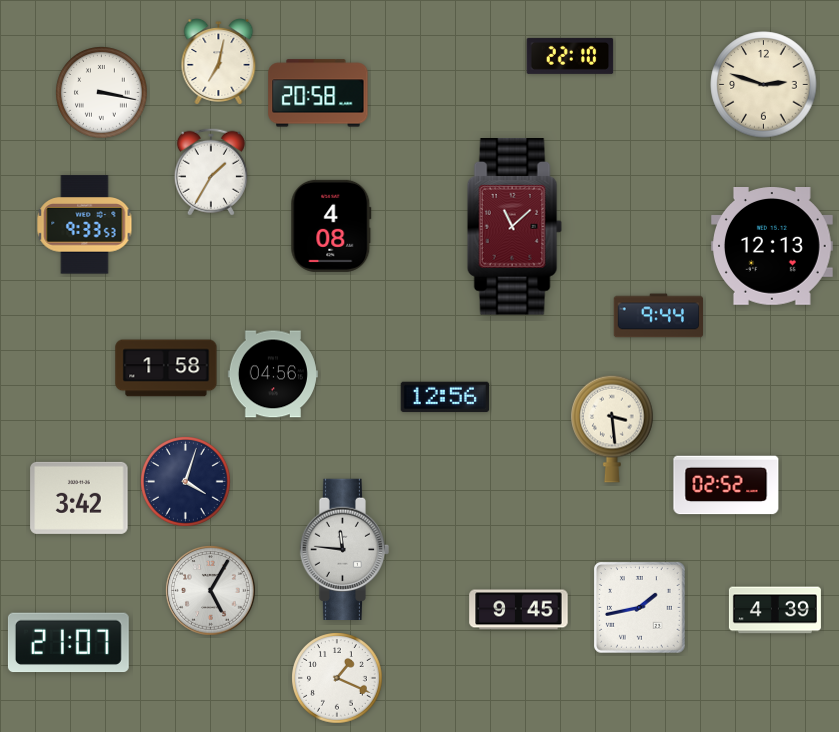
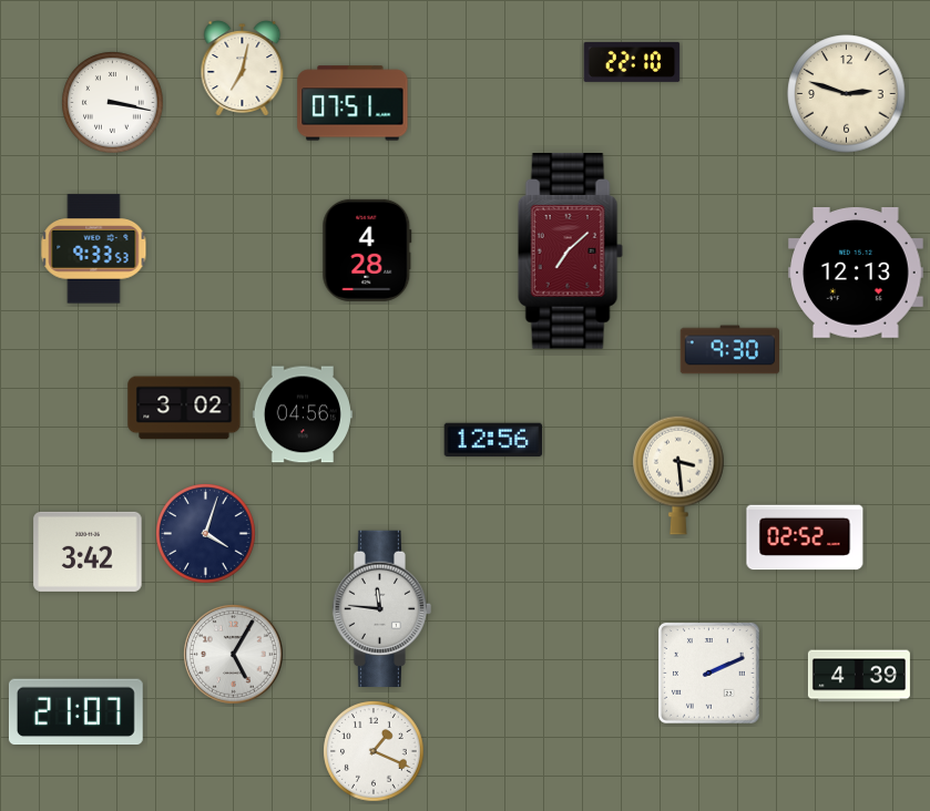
clock at (318, 93): 20:58 -> 07:51
clock at (211, 172): 1:35 -> none
clock at (331, 226): 4:08 -> 4:28
clock at (514, 227): 11:08 -> 7:08
clock at (658, 316): 9:44 -> 9:30
clock at (166, 368): 1:58 -> 3:02
clock at (640, 608): 1:43 -> 2:11
clock at (519, 610): 9:45 -> none
